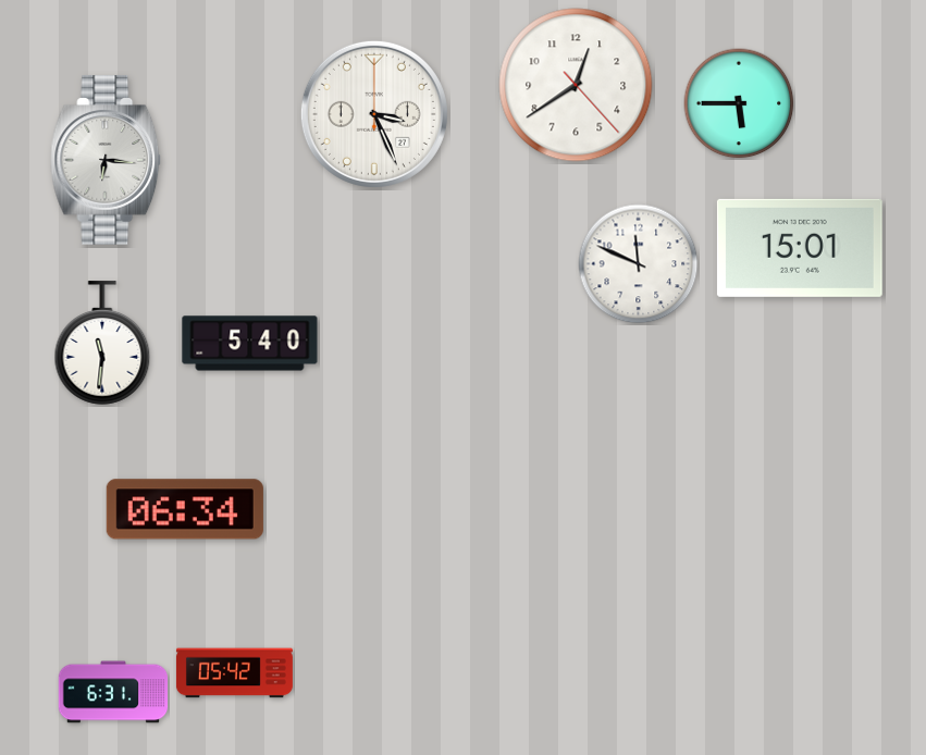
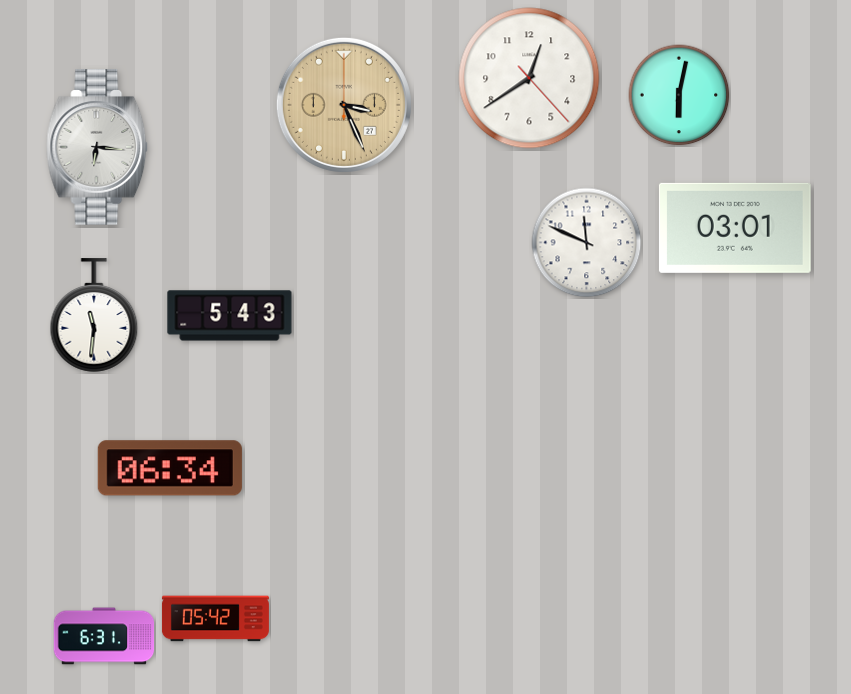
clock at (739, 103): 5:45 -> 6:02
clock at (374, 114) dial: white -> champagne
clock at (800, 248): 15:01 -> 03:01
clock at (250, 344): 5:40 -> 5:43
